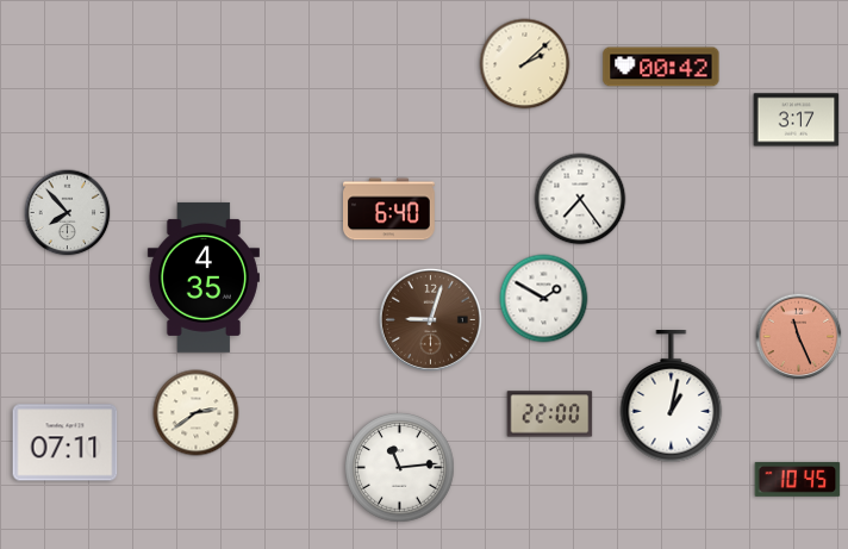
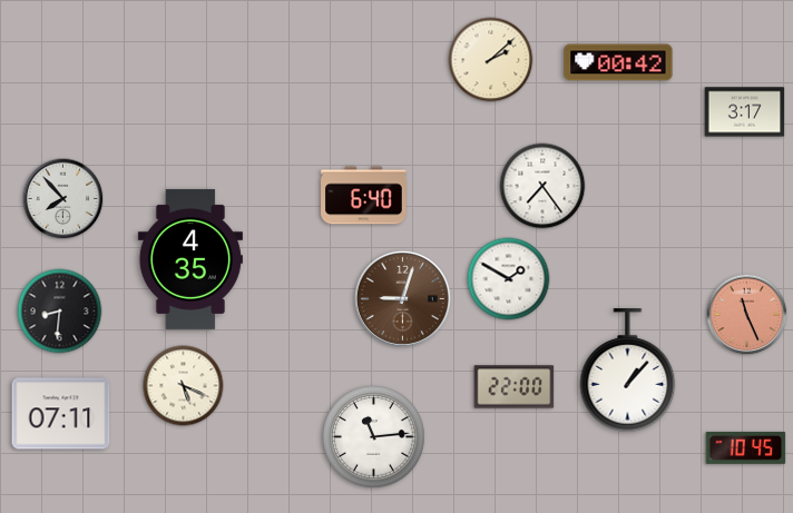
clock at (60, 312): none -> 8:31
clock at (672, 397): 1:02 -> 1:07
clock at (197, 413): 2:39 -> 5:19
